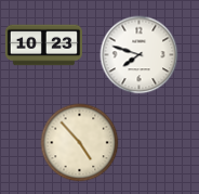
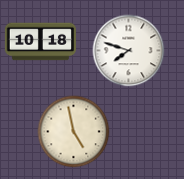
clock at (43, 46): 10:23 -> 10:18
clock at (80, 143): 4:53 -> 4:58
